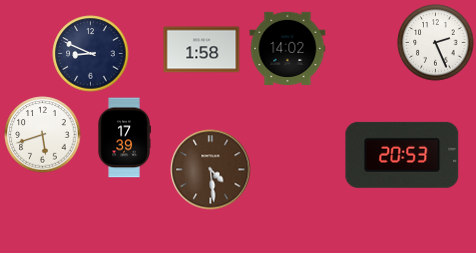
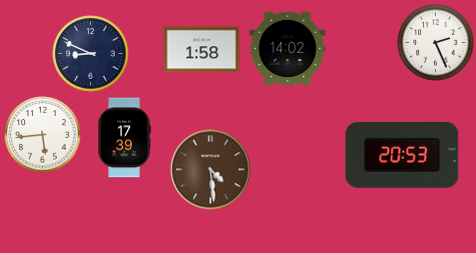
clock at (43, 135): 5:42 -> 5:44
